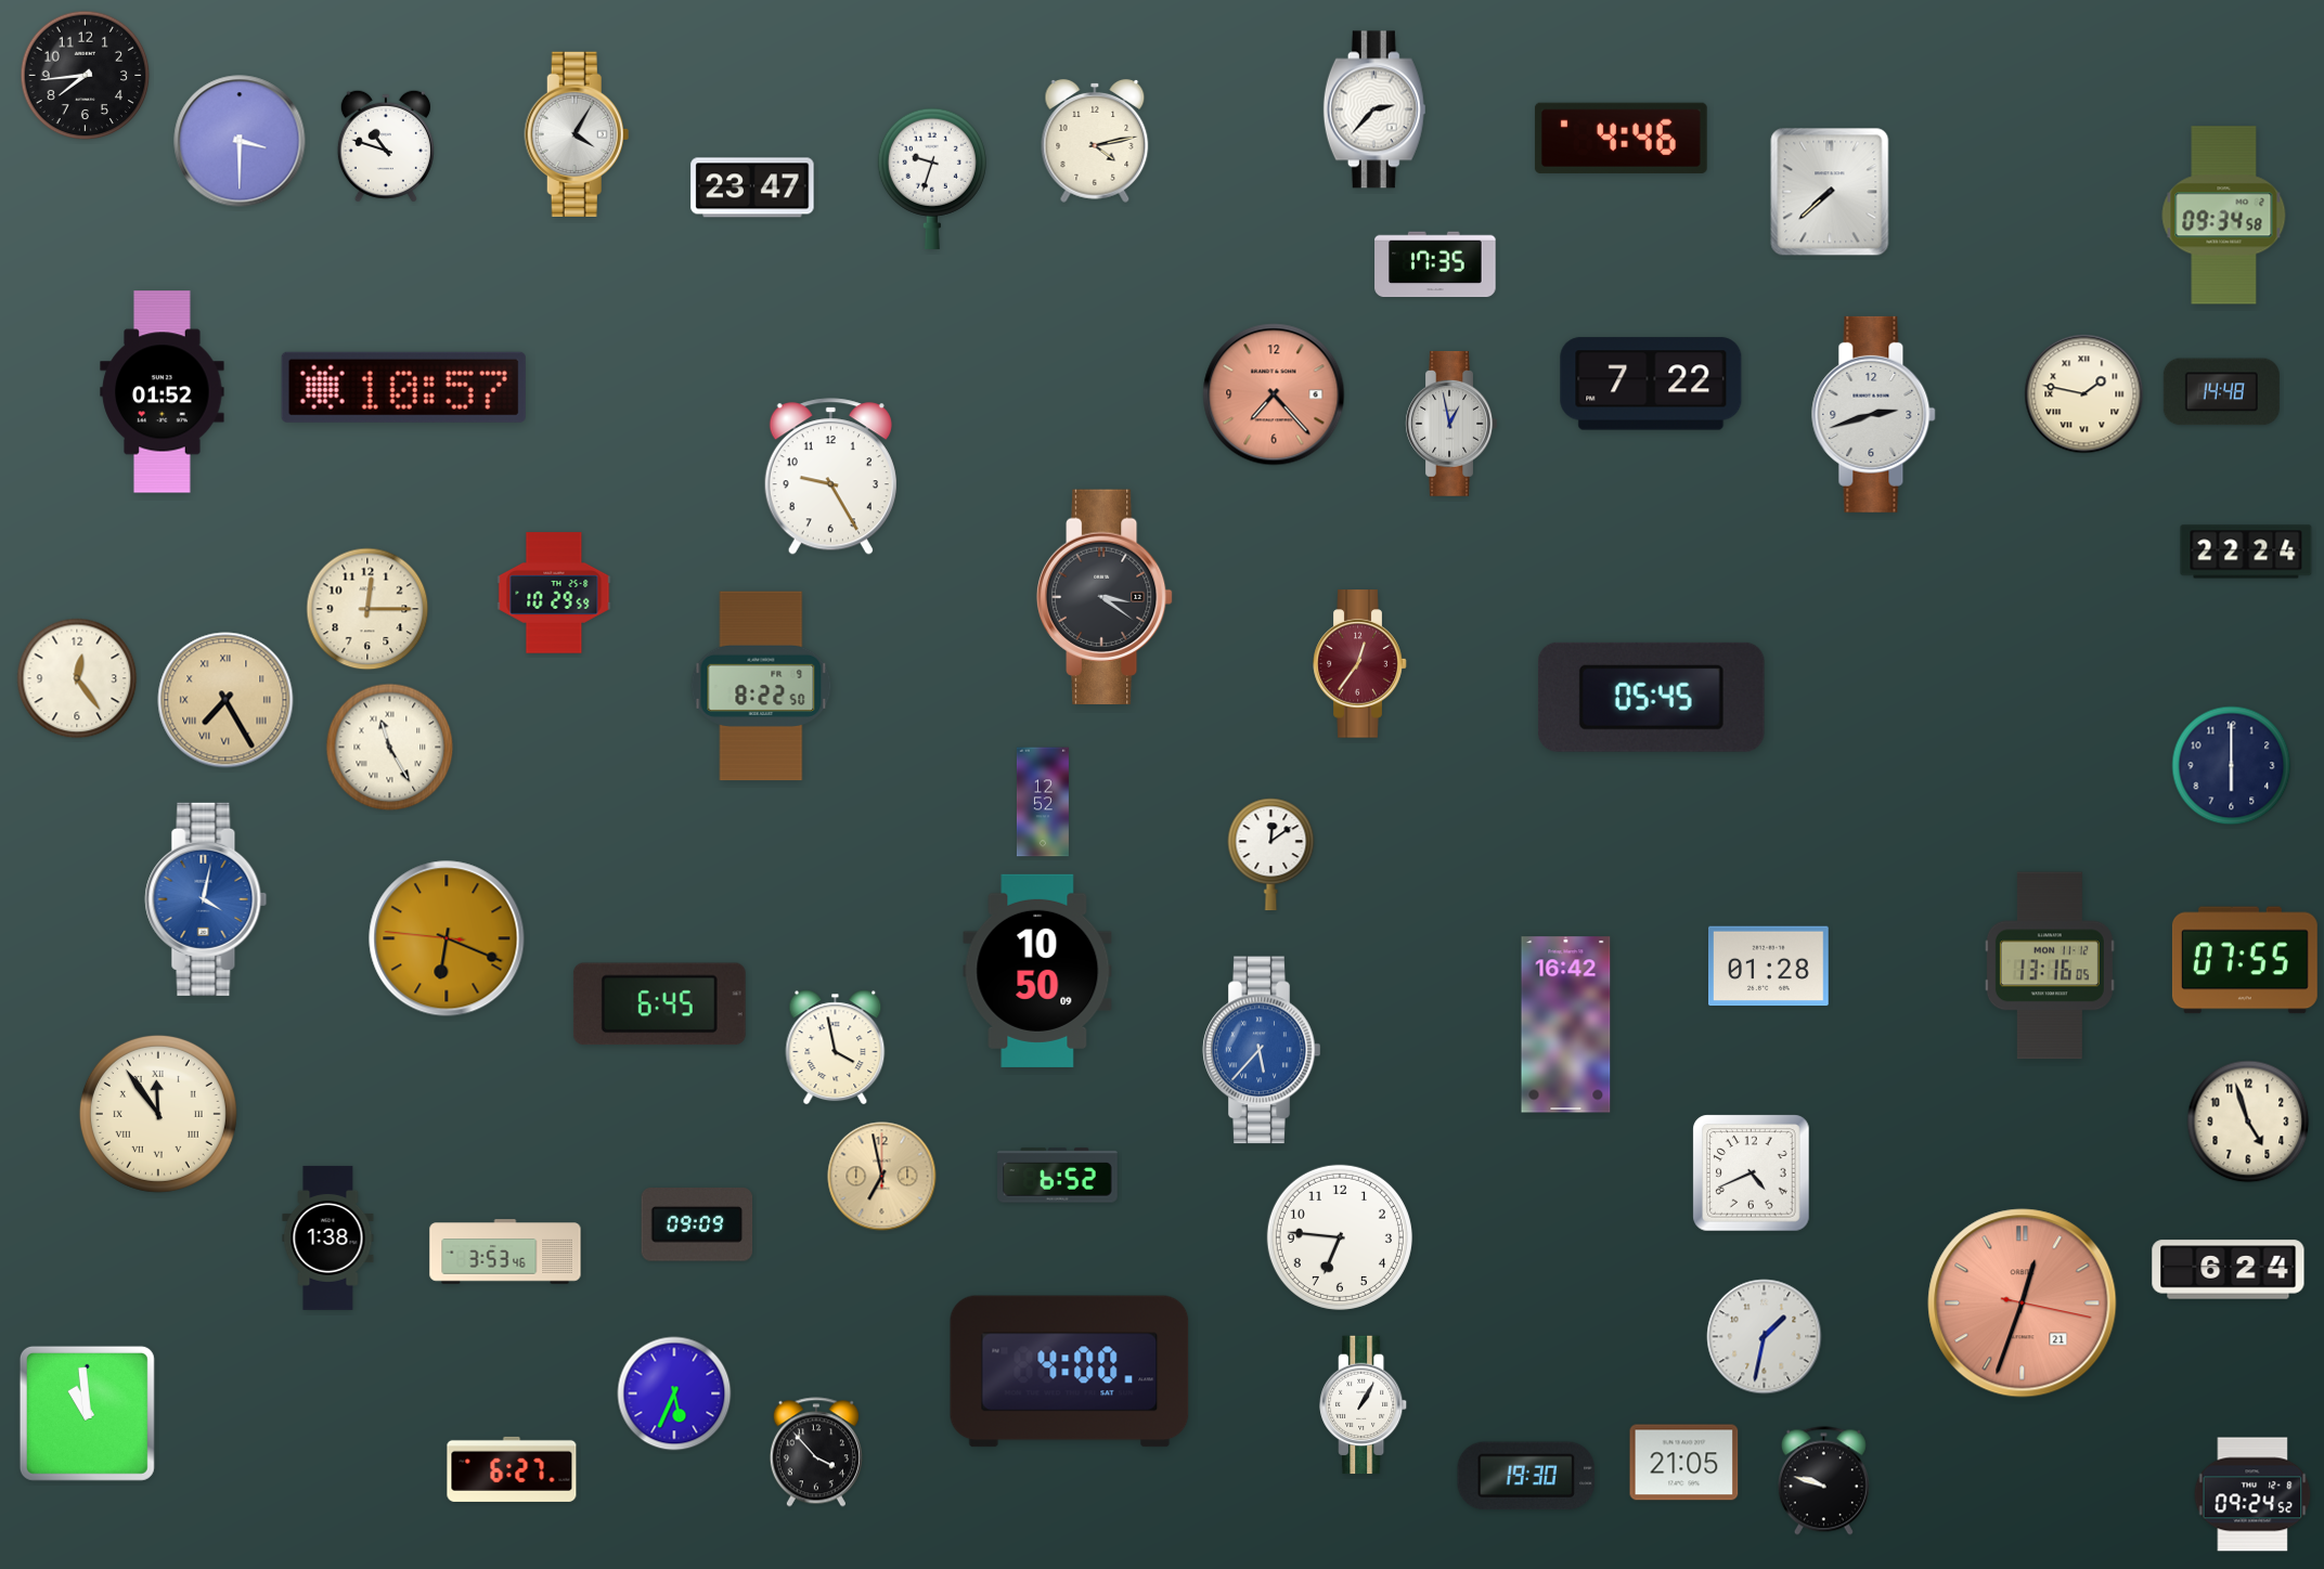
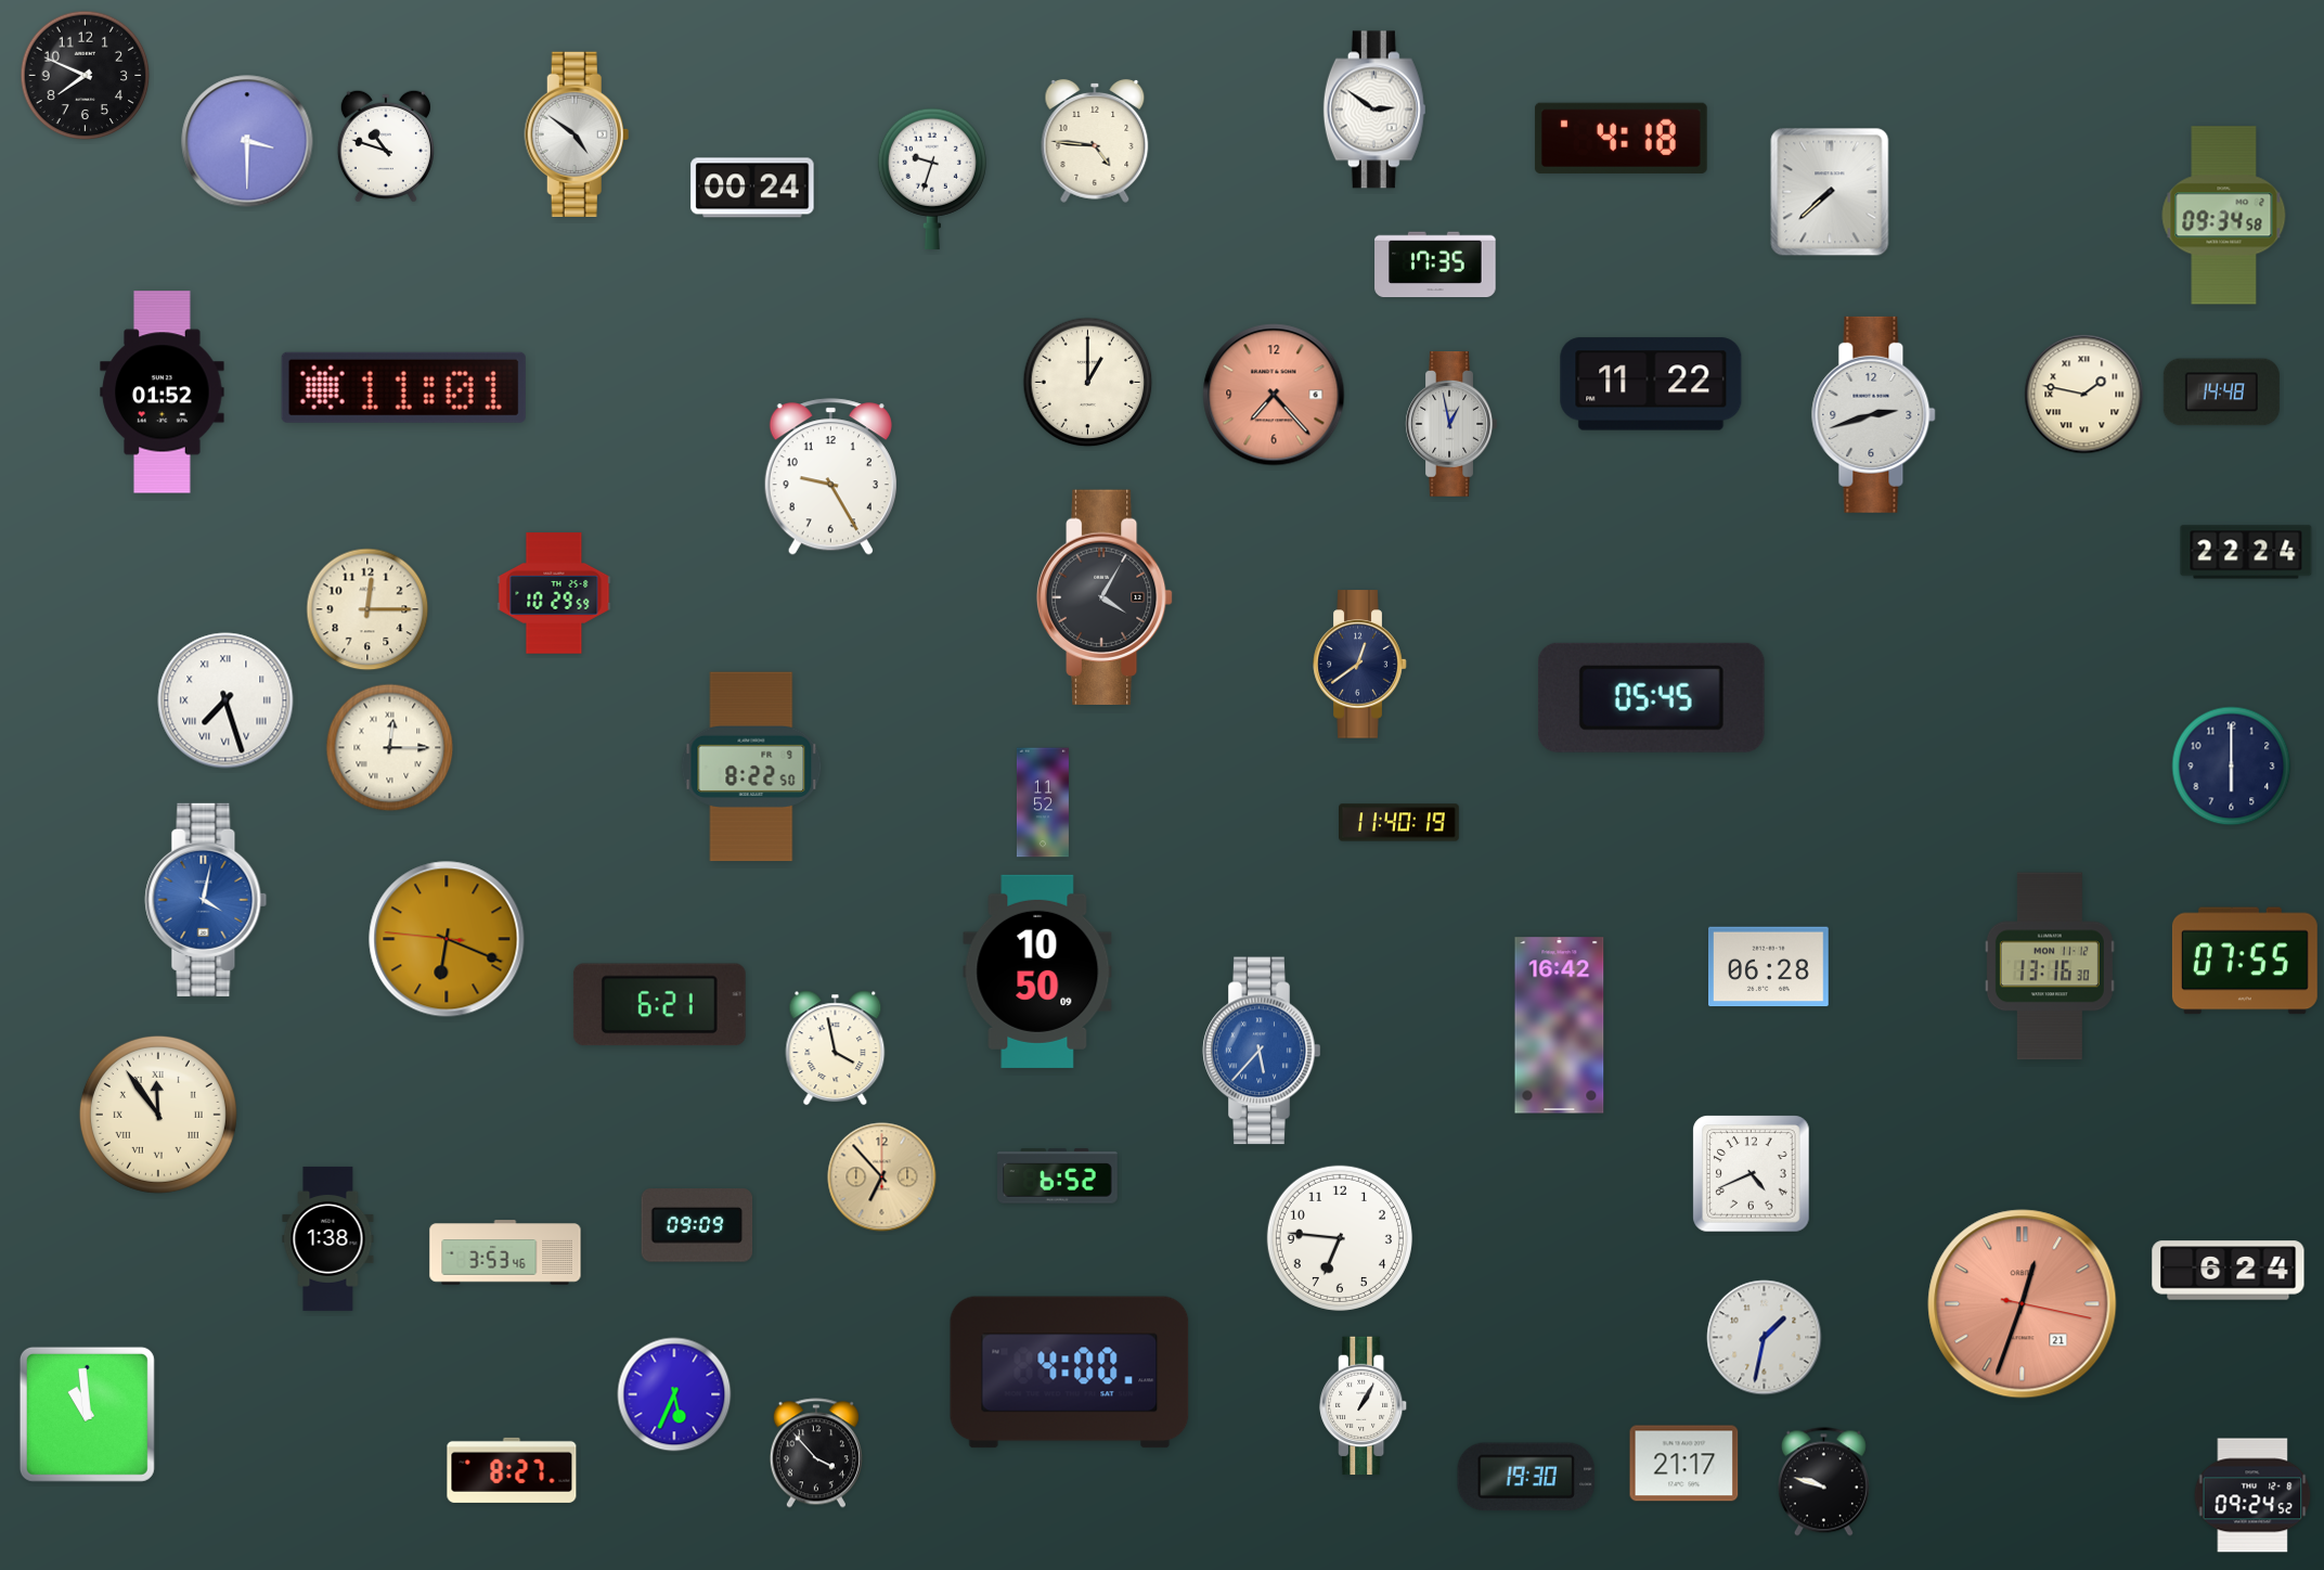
clock at (86, 76): 7:44 -> 7:49
clock at (1374, 109): 2:37 -> 2:51
clock at (577, 133): 4:05 -> 4:51
clock at (1621, 138): 4:46 -> 4:18
clock at (240, 141) position: (240, 141) -> (247, 141)
clock at (1095, 141): 4:13 -> 4:46
clock at (752, 187): 23:47 -> 00:24
clock at (1088, 383): none -> 1:00
clock at (1651, 384): 7:22 -> 11:22
clock at (403, 387): 10:57 -> 11:01
clock at (1105, 596): 3:21 -> 4:05
clock at (1360, 664): 12:36 -> 12:39
clock at (1360, 664) dial: burgundy -> navy
clock at (77, 678): 12:24 -> none
clock at (761, 686) position: (761, 686) -> (751, 767)
clock at (225, 700): 7:25 -> 7:27
clock at (225, 700) dial: champagne -> white
clock at (390, 748): 11:25 -> 12:15
clock at (1043, 802): 12:52 -> 11:52
clock at (1399, 823): none -> 11:40
clock at (1271, 855): 12:09 -> none
clock at (2050, 965): 13:16:05 -> 13:16:30
clock at (1769, 967): 01:28 -> 06:28
clock at (659, 1004): 6:45 -> 6:21
clock at (1566, 1025) position: (1566, 1025) -> (1560, 1026)
clock at (2248, 1121): 4:57 -> none
clock at (882, 1177): 6:58 -> 6:53
clock at (1684, 1463): 21:05 -> 21:17
clock at (512, 1469): 6:27 -> 8:27
